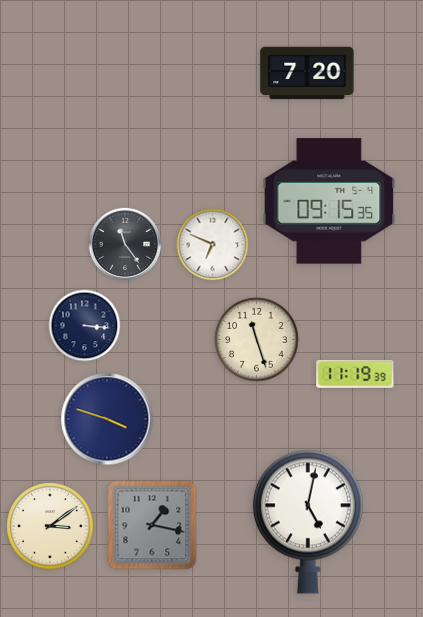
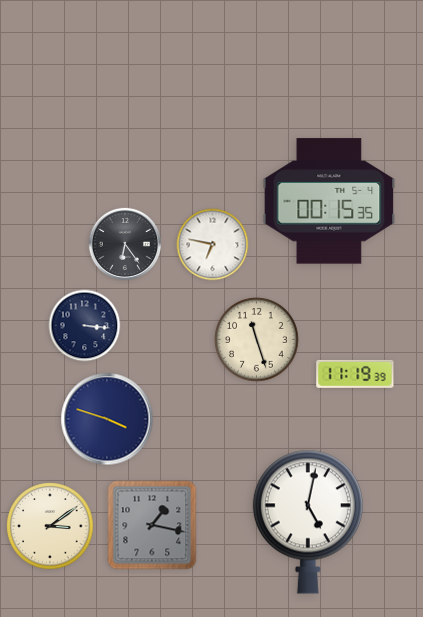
clock at (307, 73): 7:20 -> none
clock at (329, 201): 09:15 -> 00:15
clock at (124, 243): 11:24 -> 6:24
clock at (213, 245): 6:49 -> 6:47
